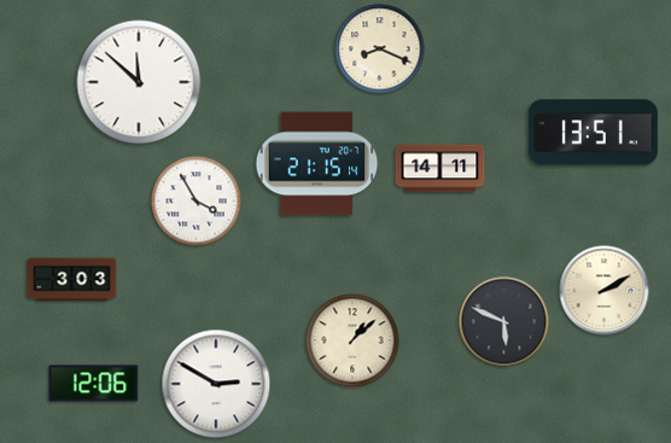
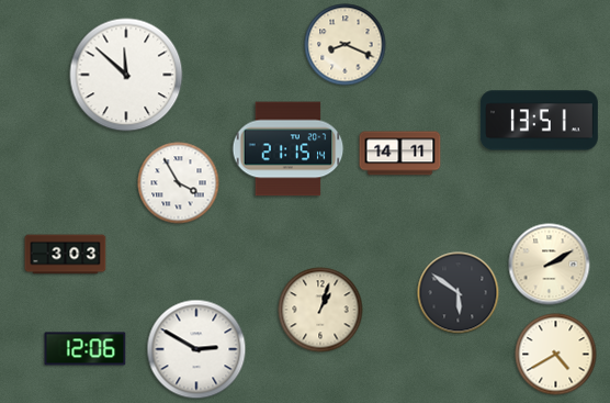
clock at (504, 322): 5:49 -> 5:51
clock at (352, 340): 1:08 -> 1:03
clock at (556, 355): none -> 4:40
